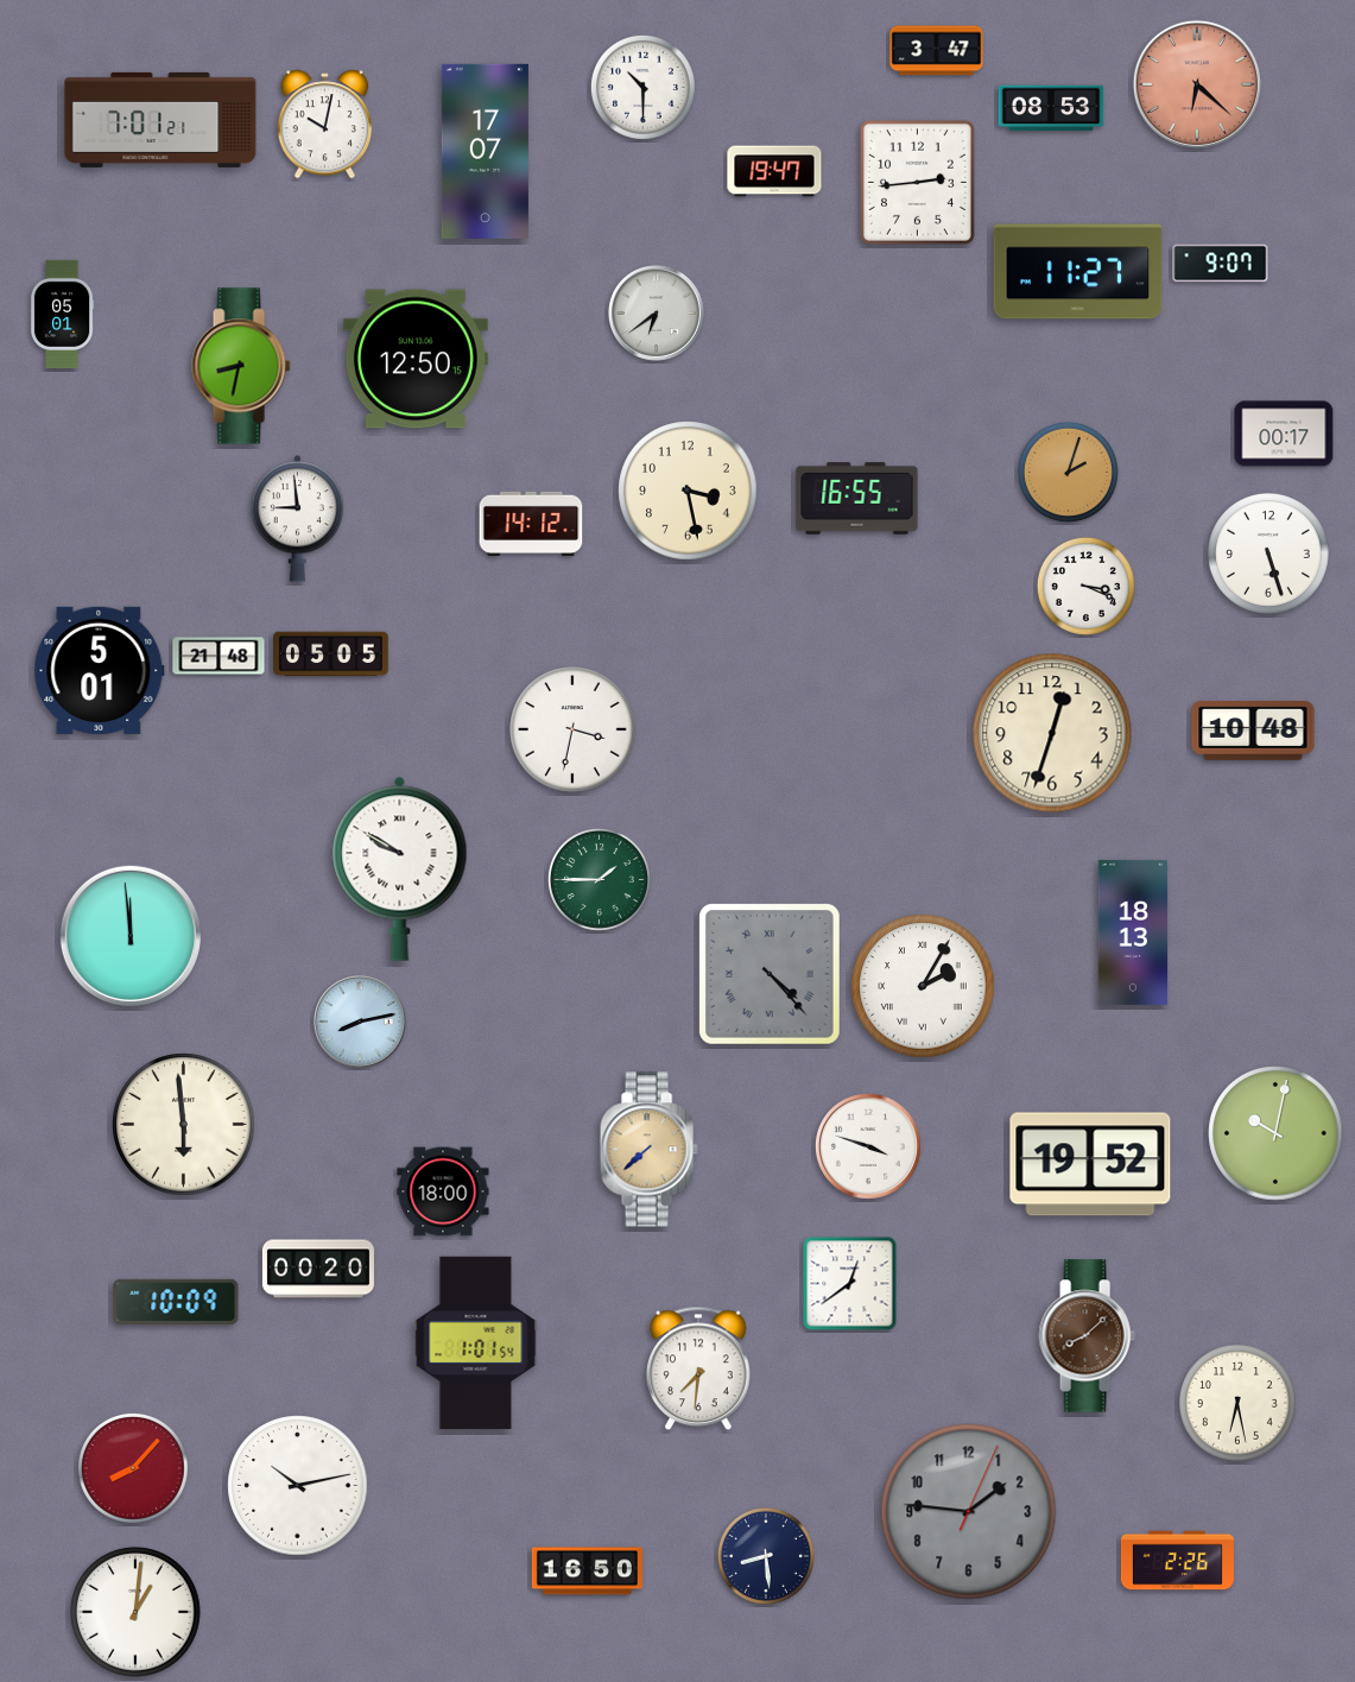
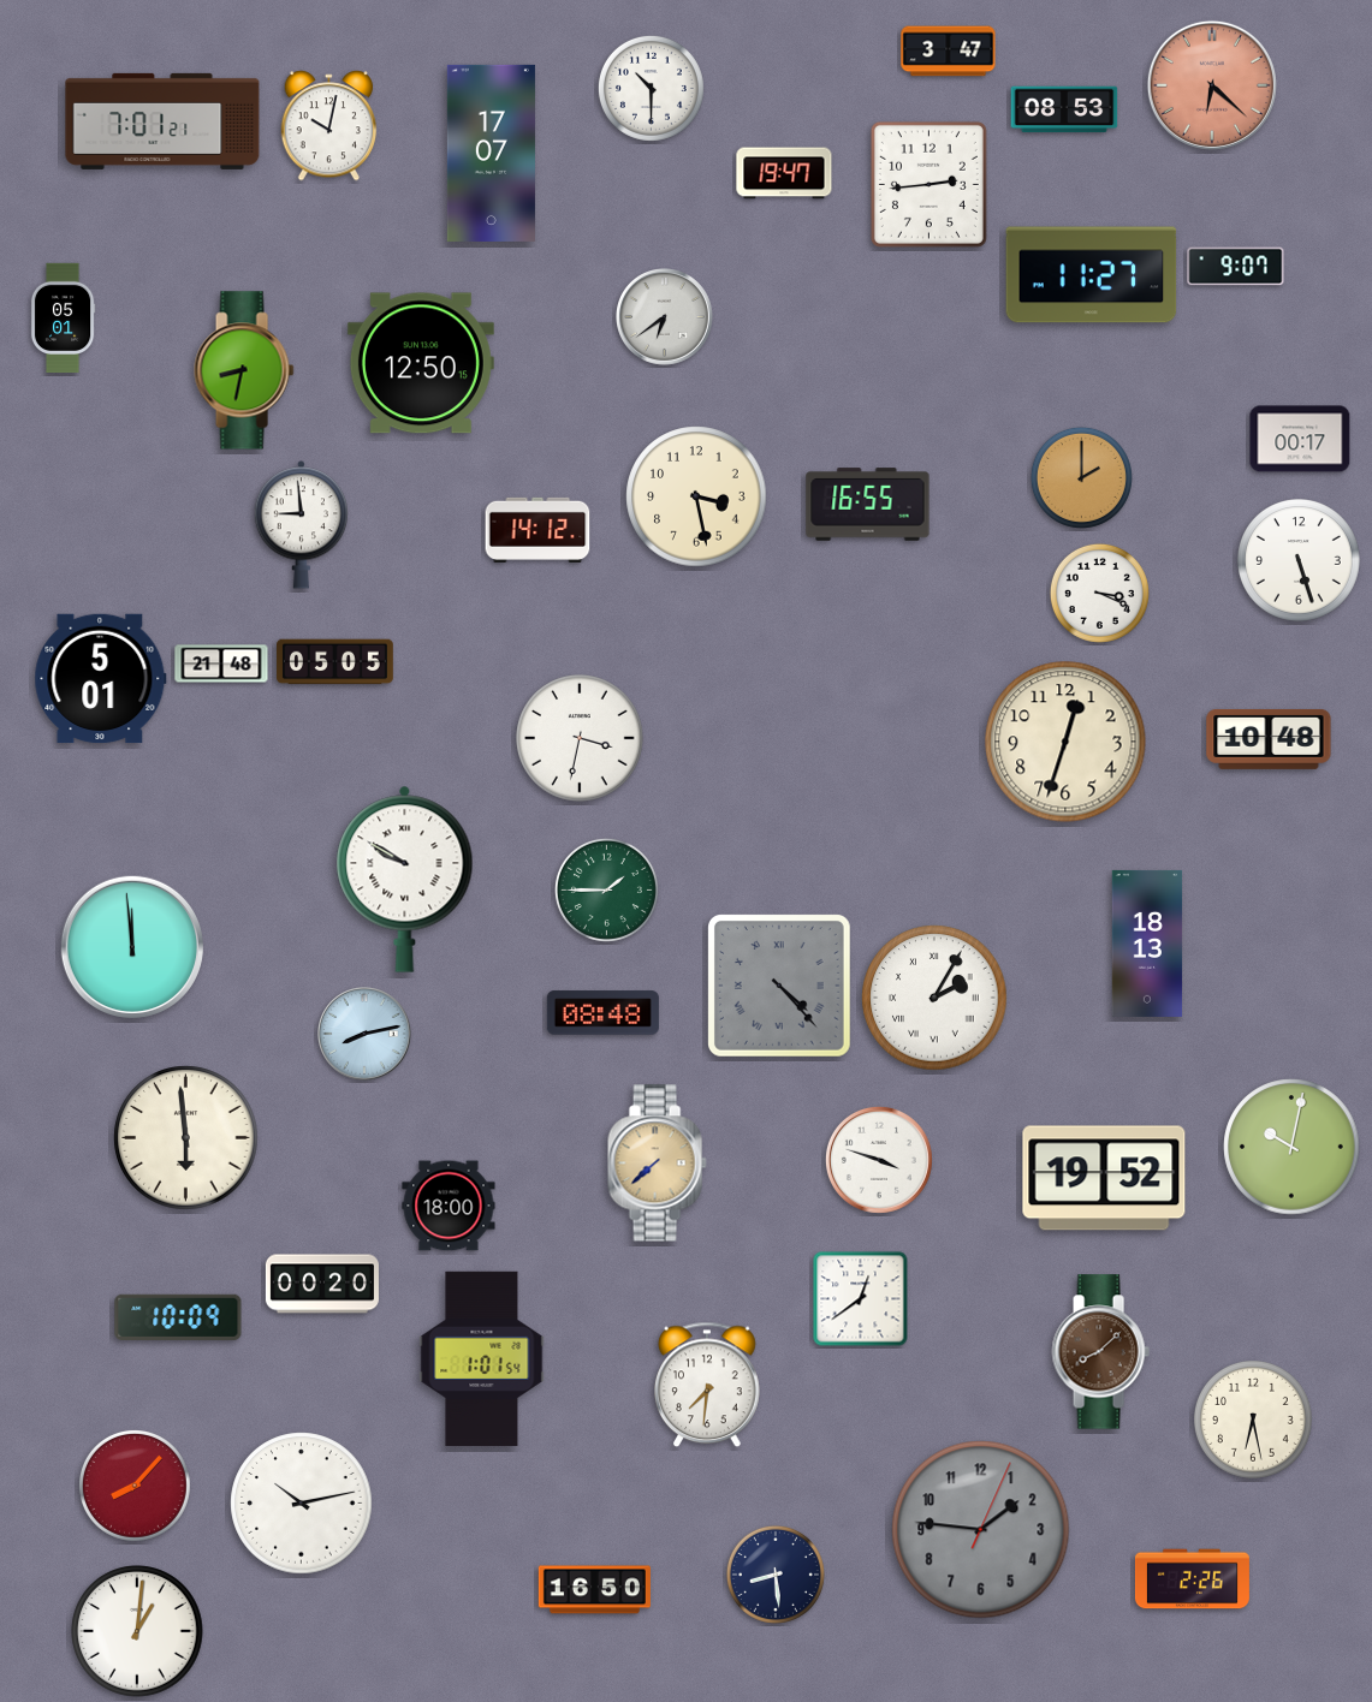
clock at (1068, 472): 2:03 -> 2:00
clock at (1269, 555) position: (1269, 555) -> (1300, 561)
clock at (602, 1013): none -> 08:48
